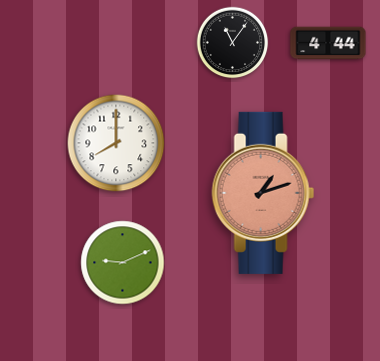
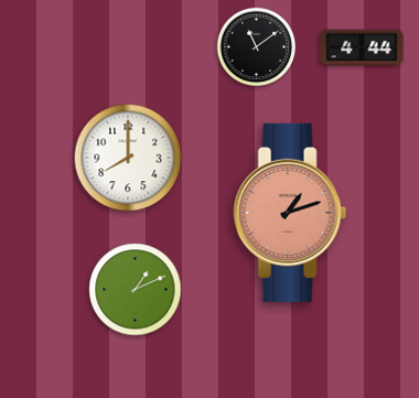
clock at (233, 43): 11:06 -> 11:09
clock at (123, 263): 9:11 -> 1:11
